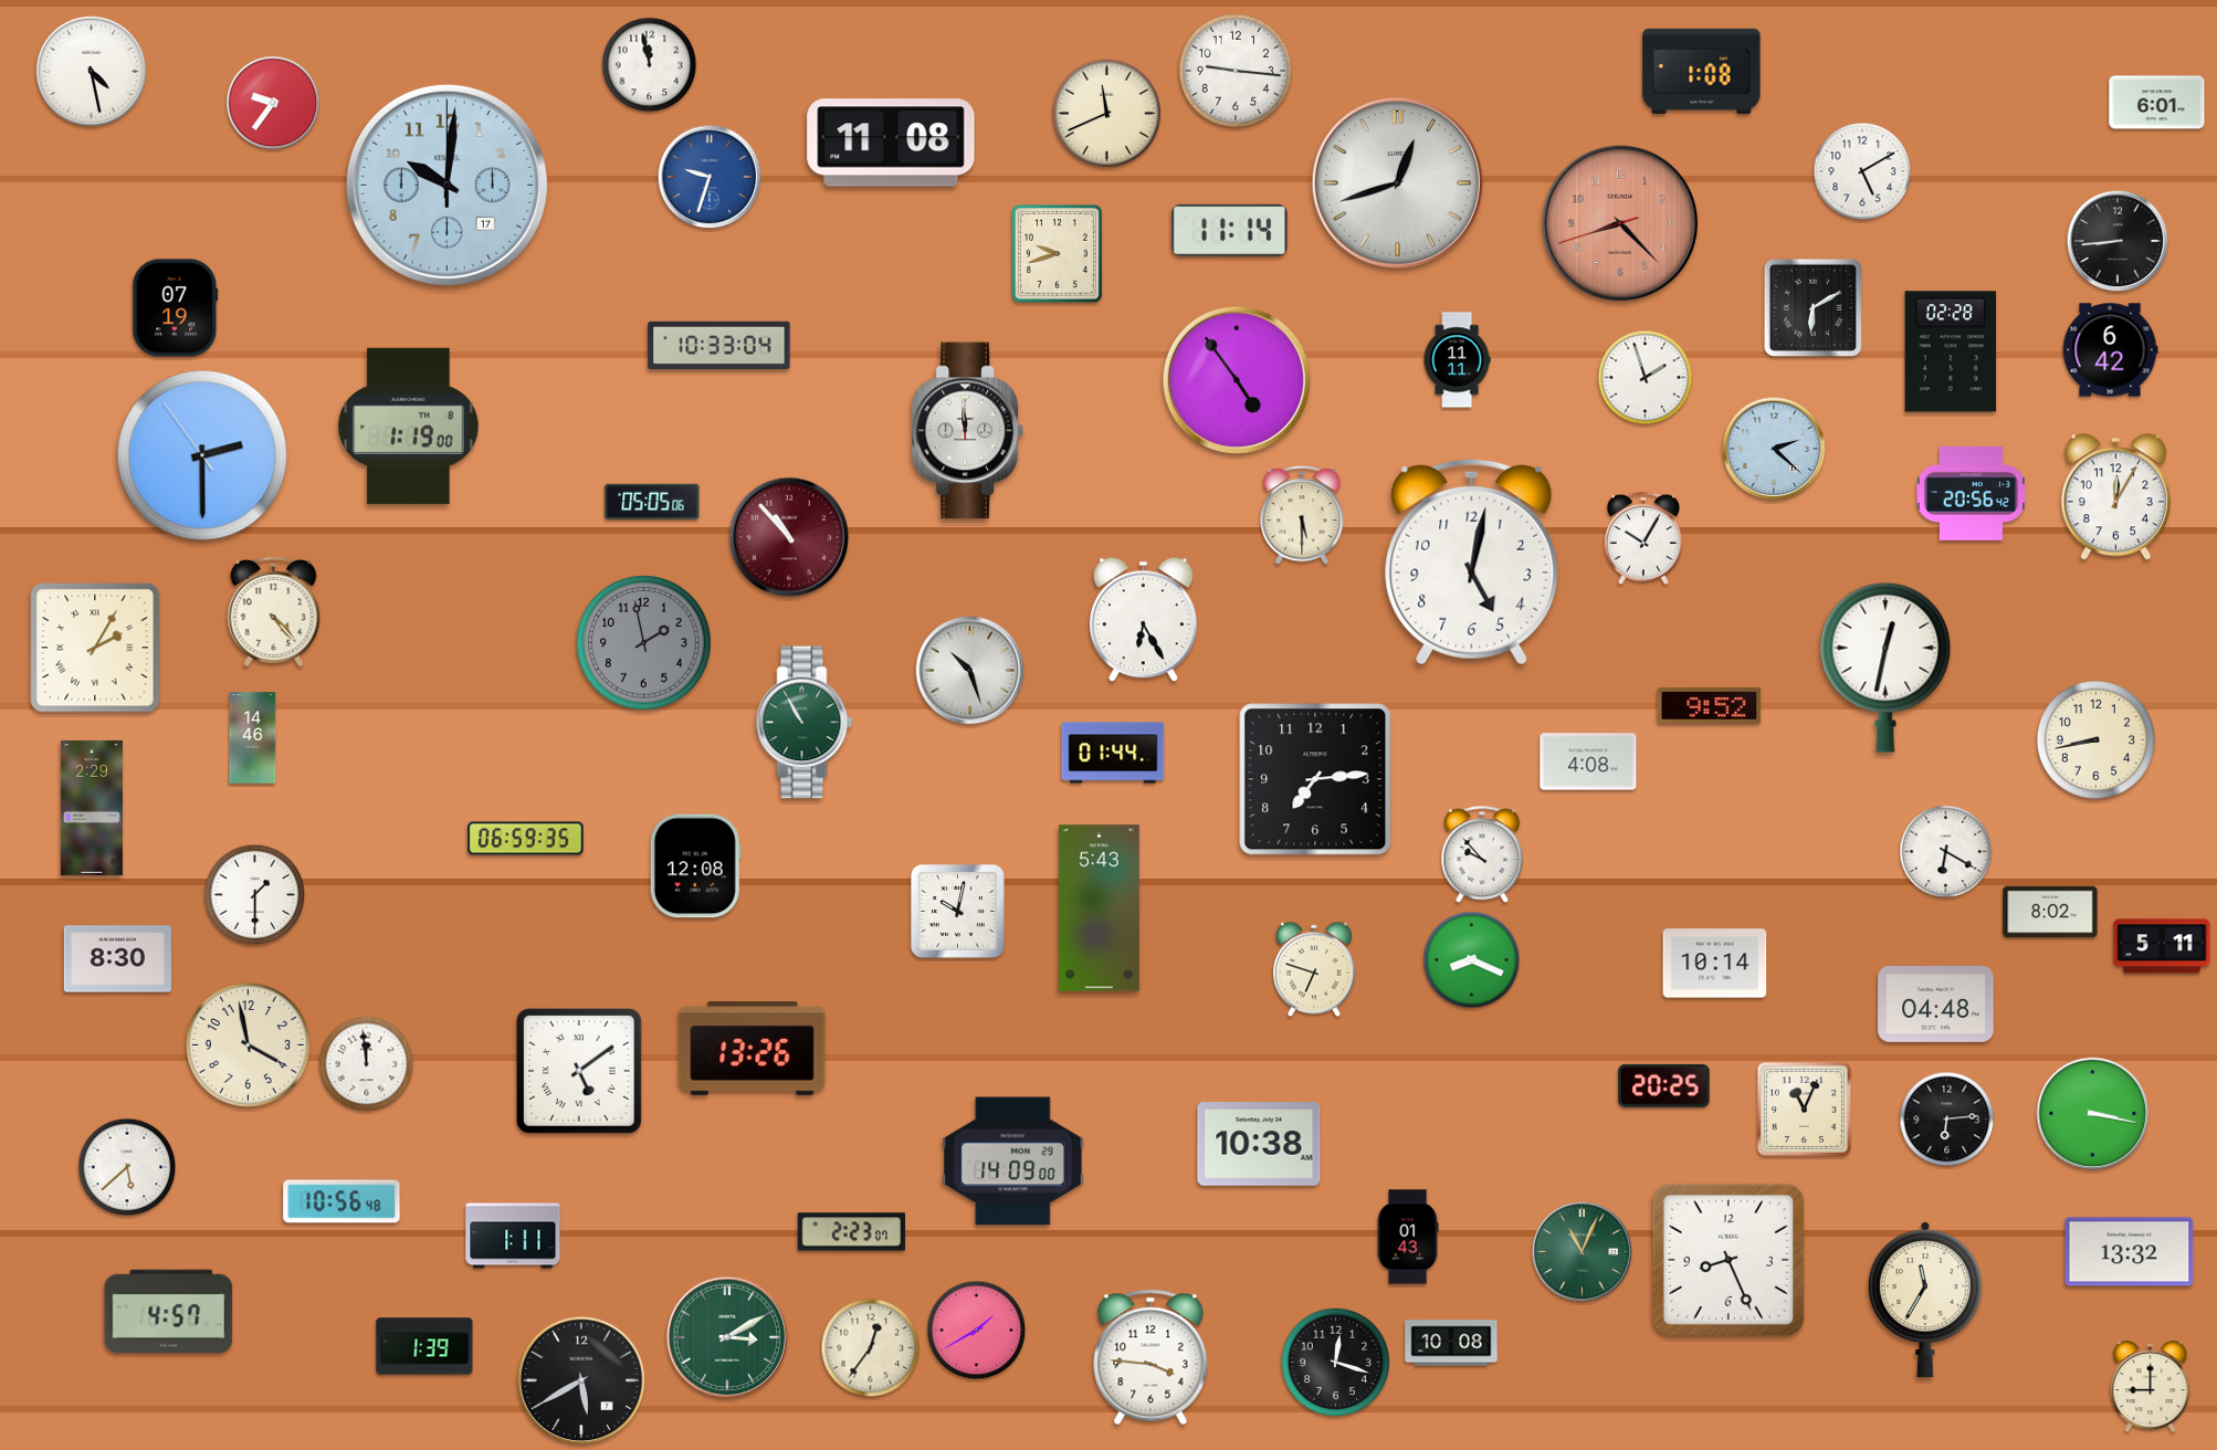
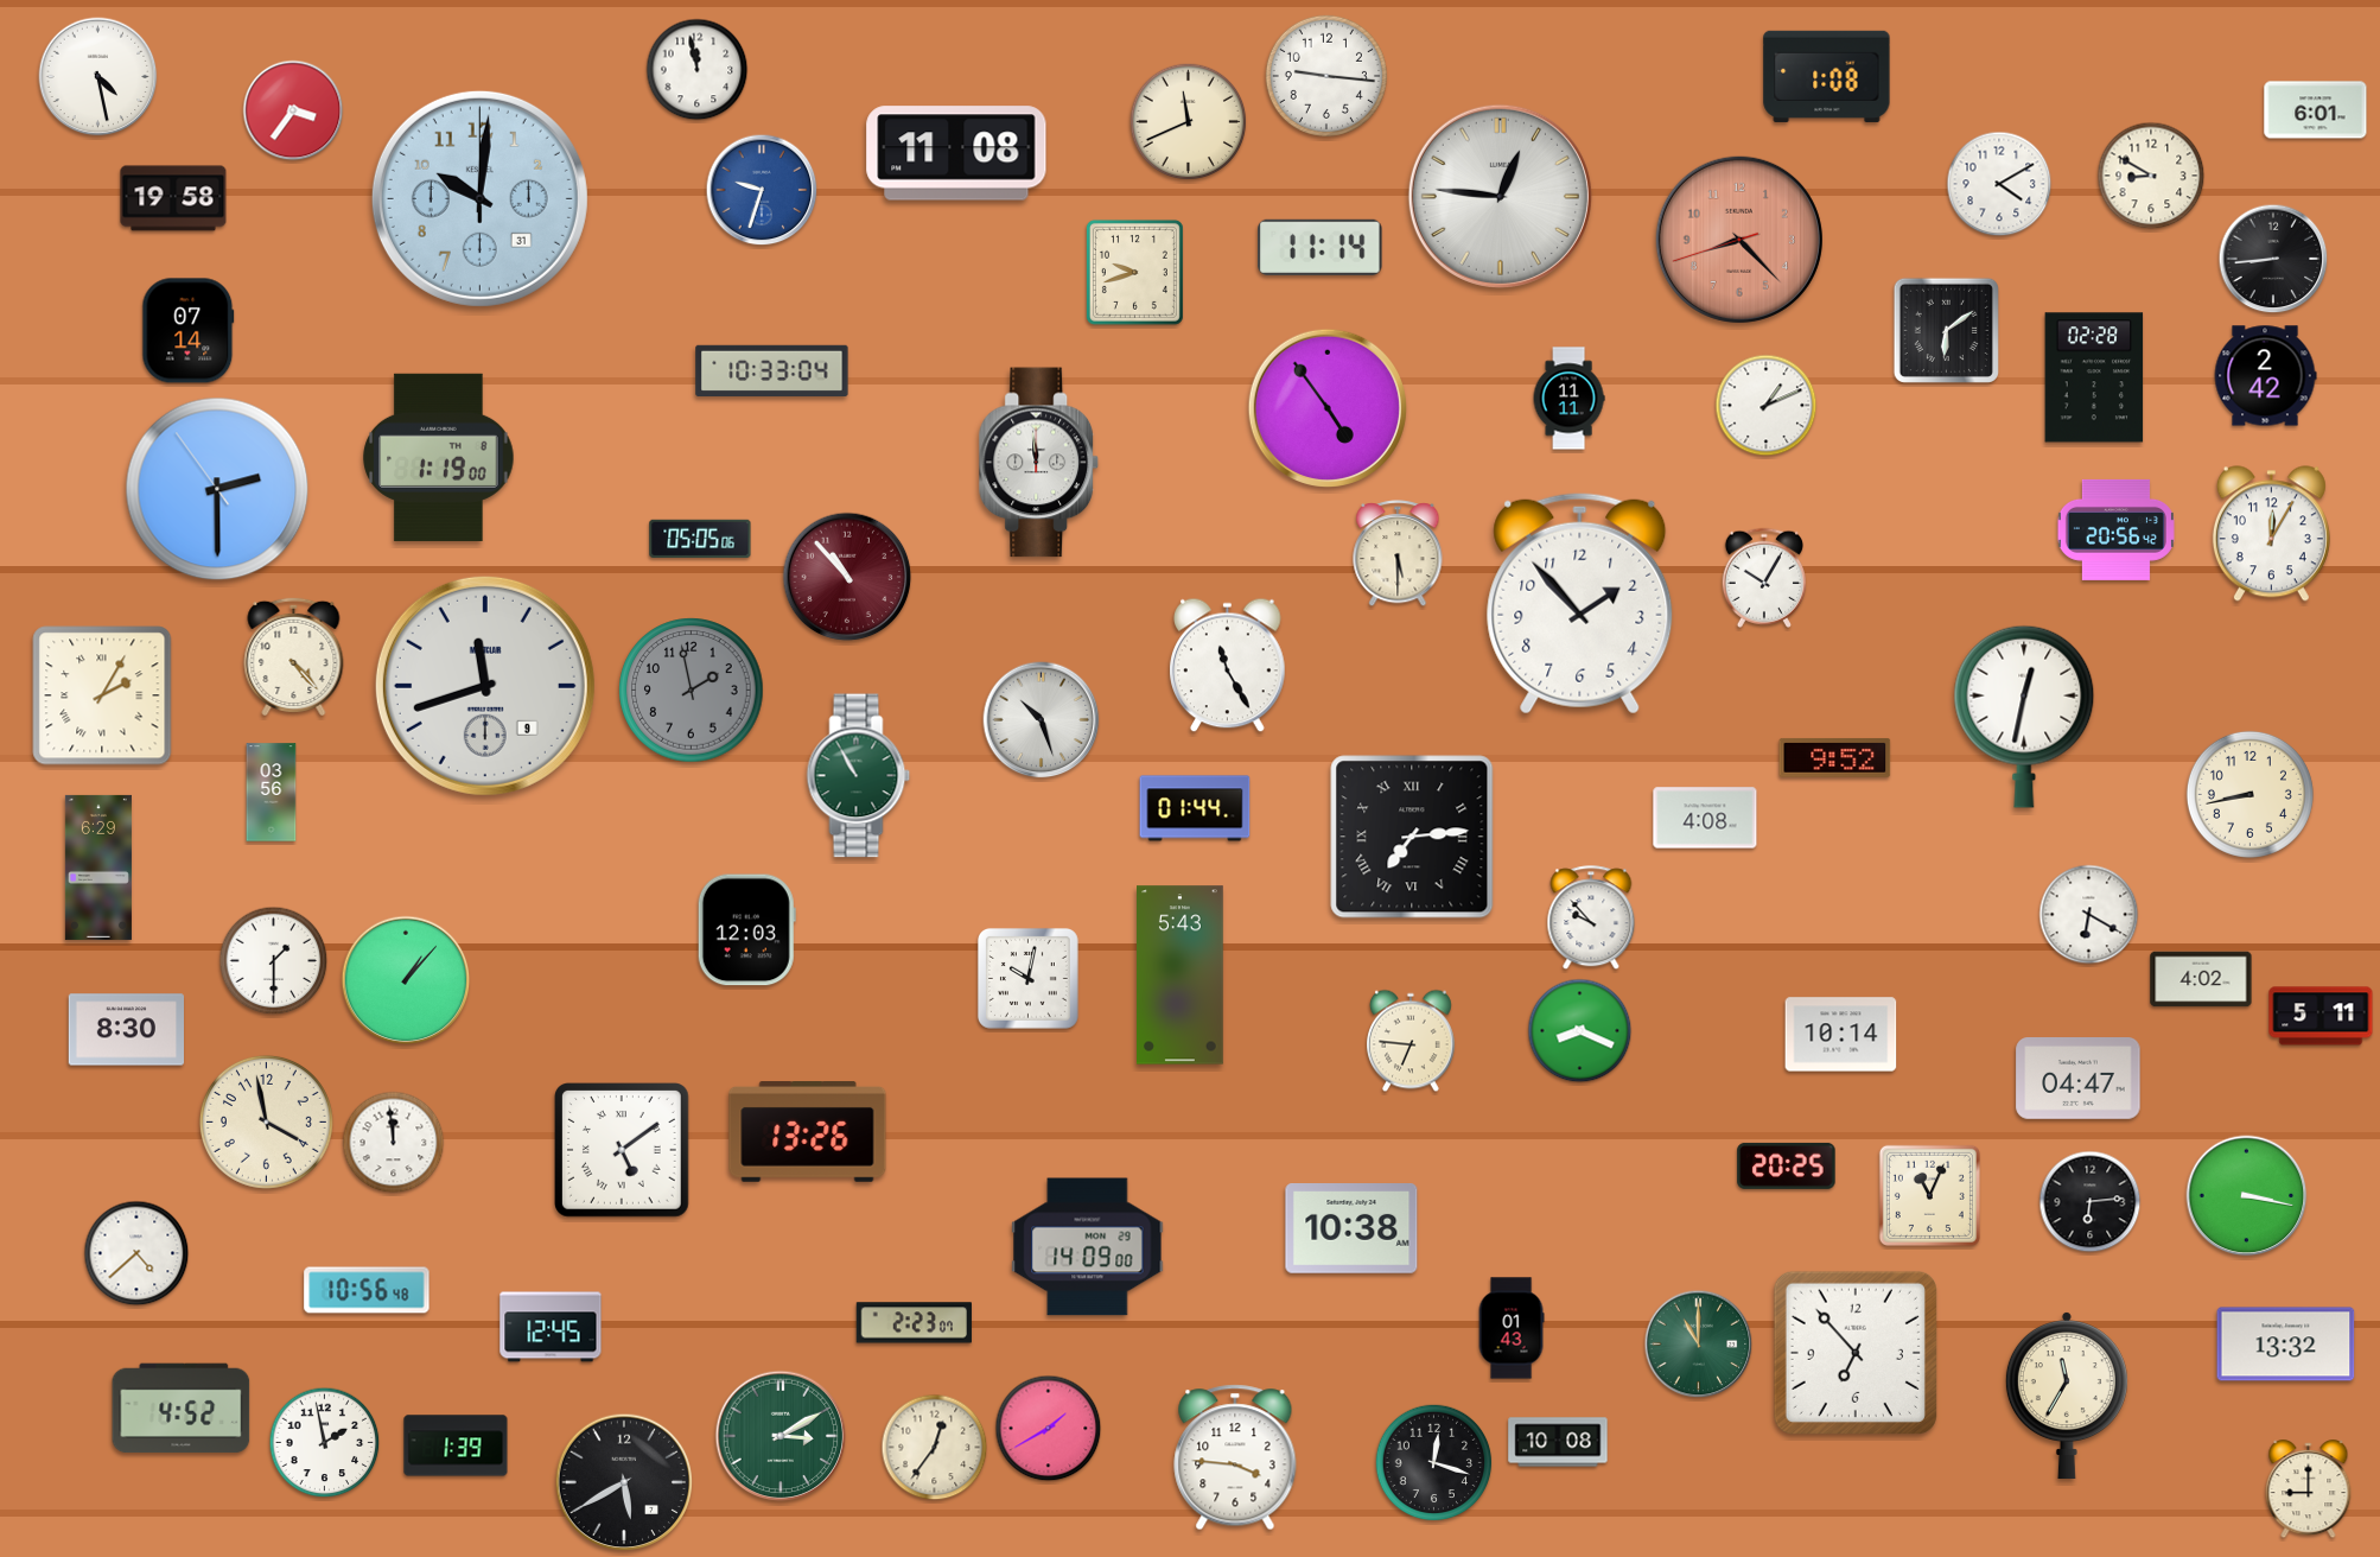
clock at (273, 103): 9:36 -> 3:36
clock at (2151, 176): none -> 8:50
clock at (1862, 171): 5:10 -> 4:10
clock at (1397, 182): 12:42 -> 12:46
clock at (173, 198): none -> 19:58
clock at (446, 185) date: 17 -> 31
clock at (1813, 307): 6:10 -> 6:09
clock at (176, 308): 07:19 -> 07:14
clock at (2110, 350): 6:42 -> 2:42
clock at (1457, 360) position: (1457, 360) -> (1568, 399)
clock at (1646, 378): 1:57 -> 1:11
clock at (1774, 449): 2:22 -> none
clock at (1472, 561): 5:02 -> 1:53
clock at (1144, 620): 6:25 -> 11:25
clock at (485, 686): none -> 11:42
clock at (805, 723) position: (805, 723) -> (859, 776)
clock at (253, 738): 14:46 -> 03:56
clock at (1315, 779) numerals: Arabic -> Roman
clock at (92, 808): 2:29 -> 6:29
clock at (526, 839): 06:59 -> none
clock at (695, 866): 12:08 -> 12:03
clock at (2050, 912): 8:02 -> 4:02
clock at (406, 980): none -> 1:07
clock at (1315, 969): 6:48 -> 6:46
clock at (1936, 1005): 04:48 -> 04:47
clock at (753, 1049) position: (753, 1049) -> (808, 1132)
clock at (1804, 1108) position: (1804, 1108) -> (1929, 1195)
clock at (127, 1167): 5:38 -> 4:38
clock at (513, 1236): 1:11 -> 12:45
clock at (1583, 1252): 11:04 -> 11:00
clock at (1729, 1260): 8:26 -> 6:53
clock at (169, 1312): 4:57 -> 4:52
clock at (325, 1443): none -> 1:58
